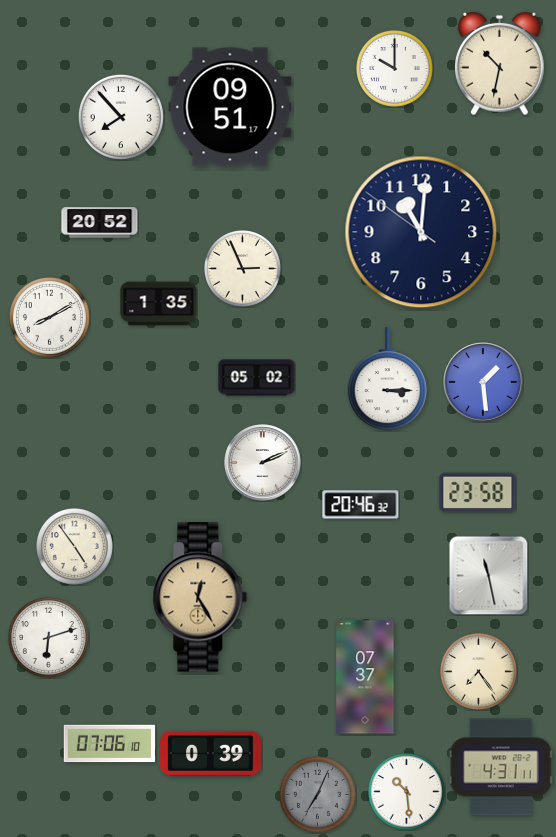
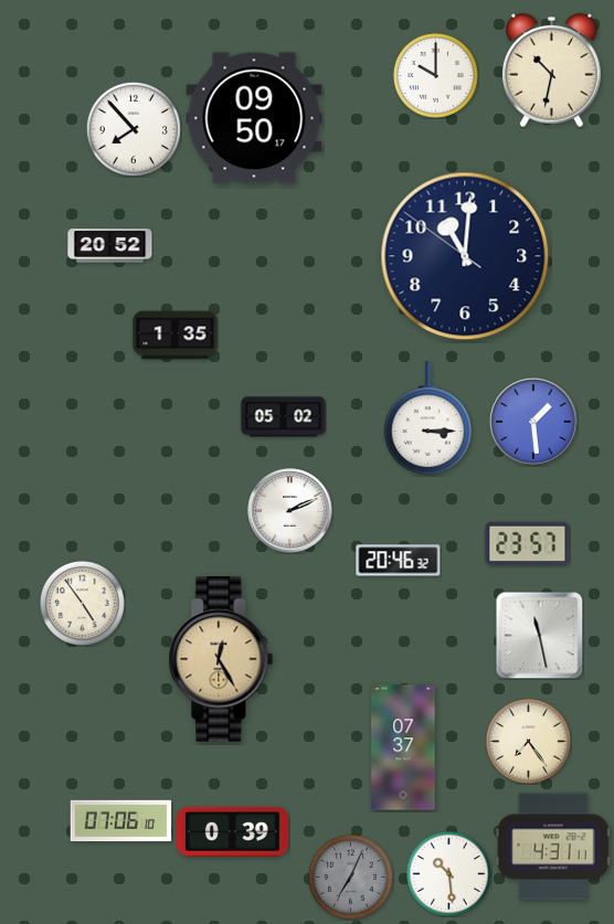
clock at (230, 107): 09:51 -> 09:50
clock at (243, 269): 2:56 -> none
clock at (49, 317): 8:10 -> none
clock at (478, 493): 23:58 -> 23:57
clock at (361, 505) position: (361, 505) -> (399, 561)
clock at (48, 637): 6:12 -> none
